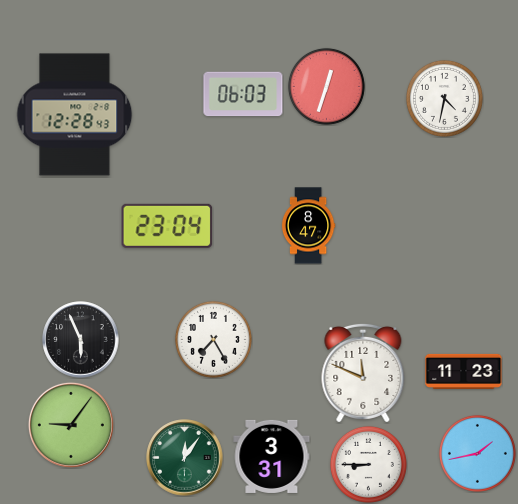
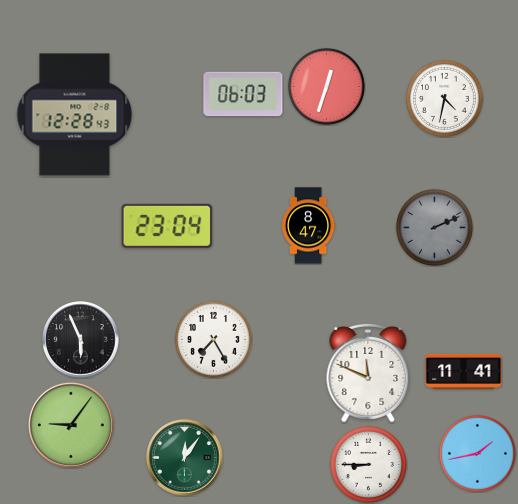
clock at (434, 227): none -> 2:11
clock at (464, 371): 11:23 -> 11:41
clock at (363, 373) position: (363, 373) -> (368, 373)
clock at (272, 456): 3:31 -> none
